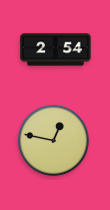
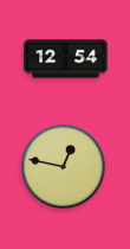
clock at (56, 50): 2:54 -> 12:54
